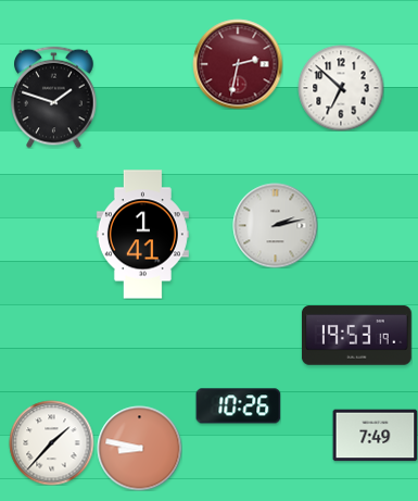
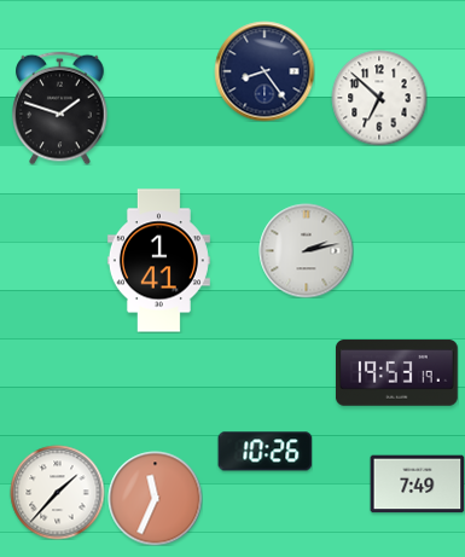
clock at (238, 64): 2:32 -> 8:24
clock at (238, 64) dial: burgundy -> navy
clock at (139, 448): 8:47 -> 11:34
